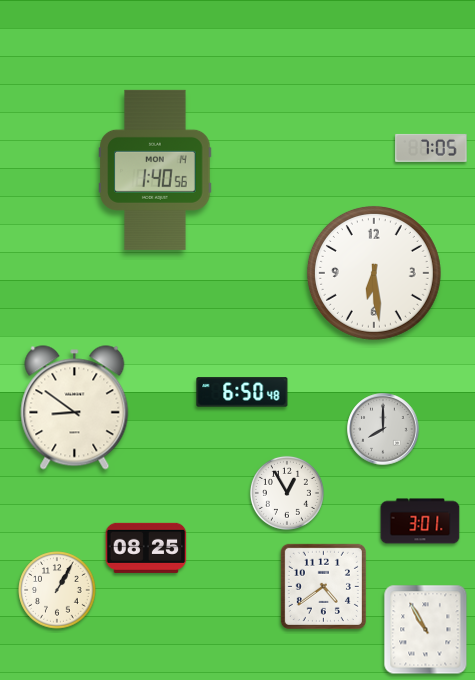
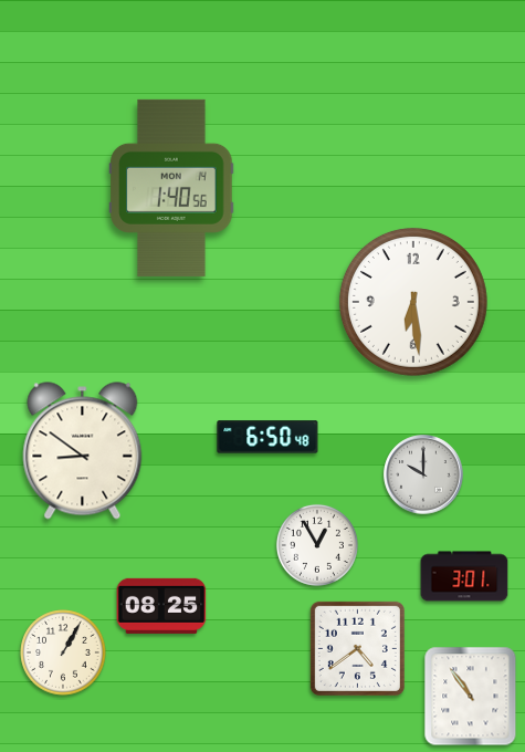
clock at (431, 148): 7:05 -> none
clock at (242, 392) position: (242, 392) -> (267, 437)
clock at (383, 429): 8:00 -> 10:00
clock at (426, 630): 10:55 -> 10:54
